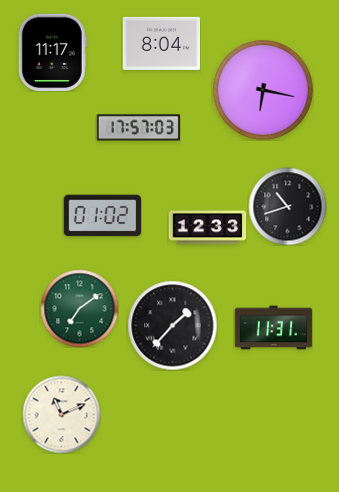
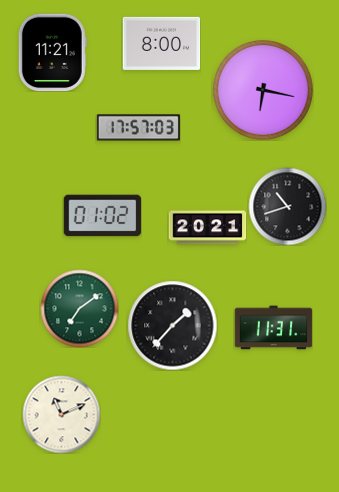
clock at (161, 43): 8:04 -> 8:00
clock at (52, 52): 11:17 -> 11:21
clock at (207, 228): 12:33 -> 20:21
